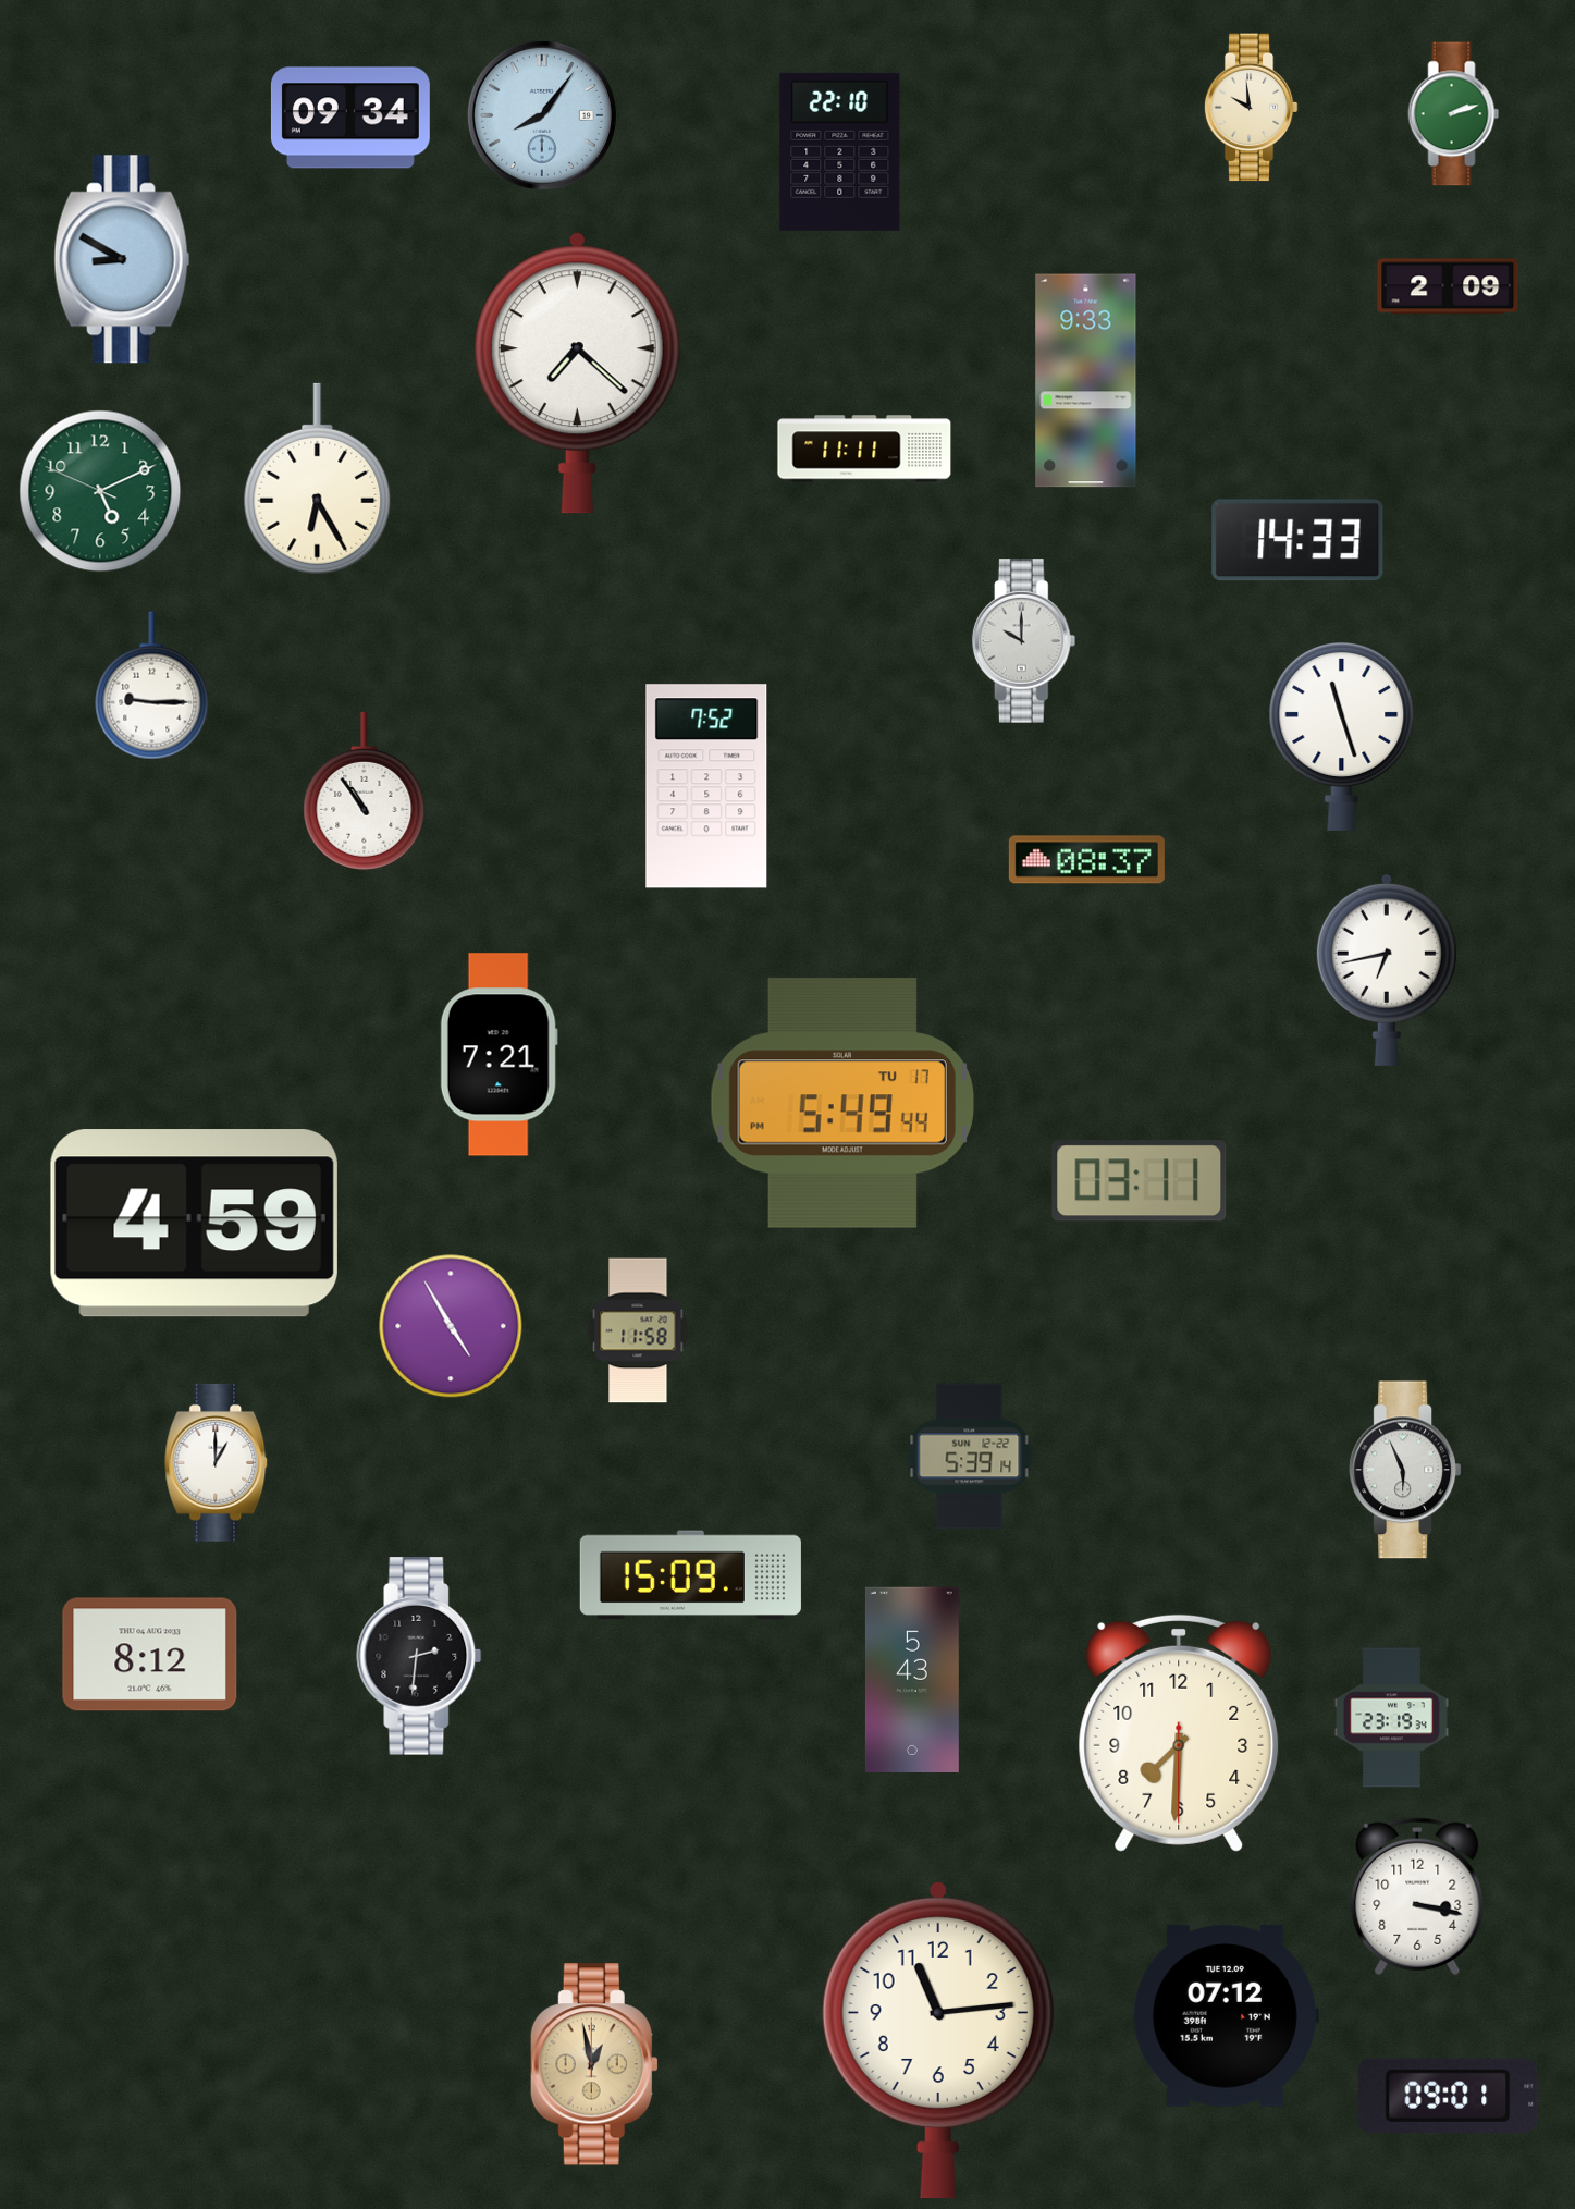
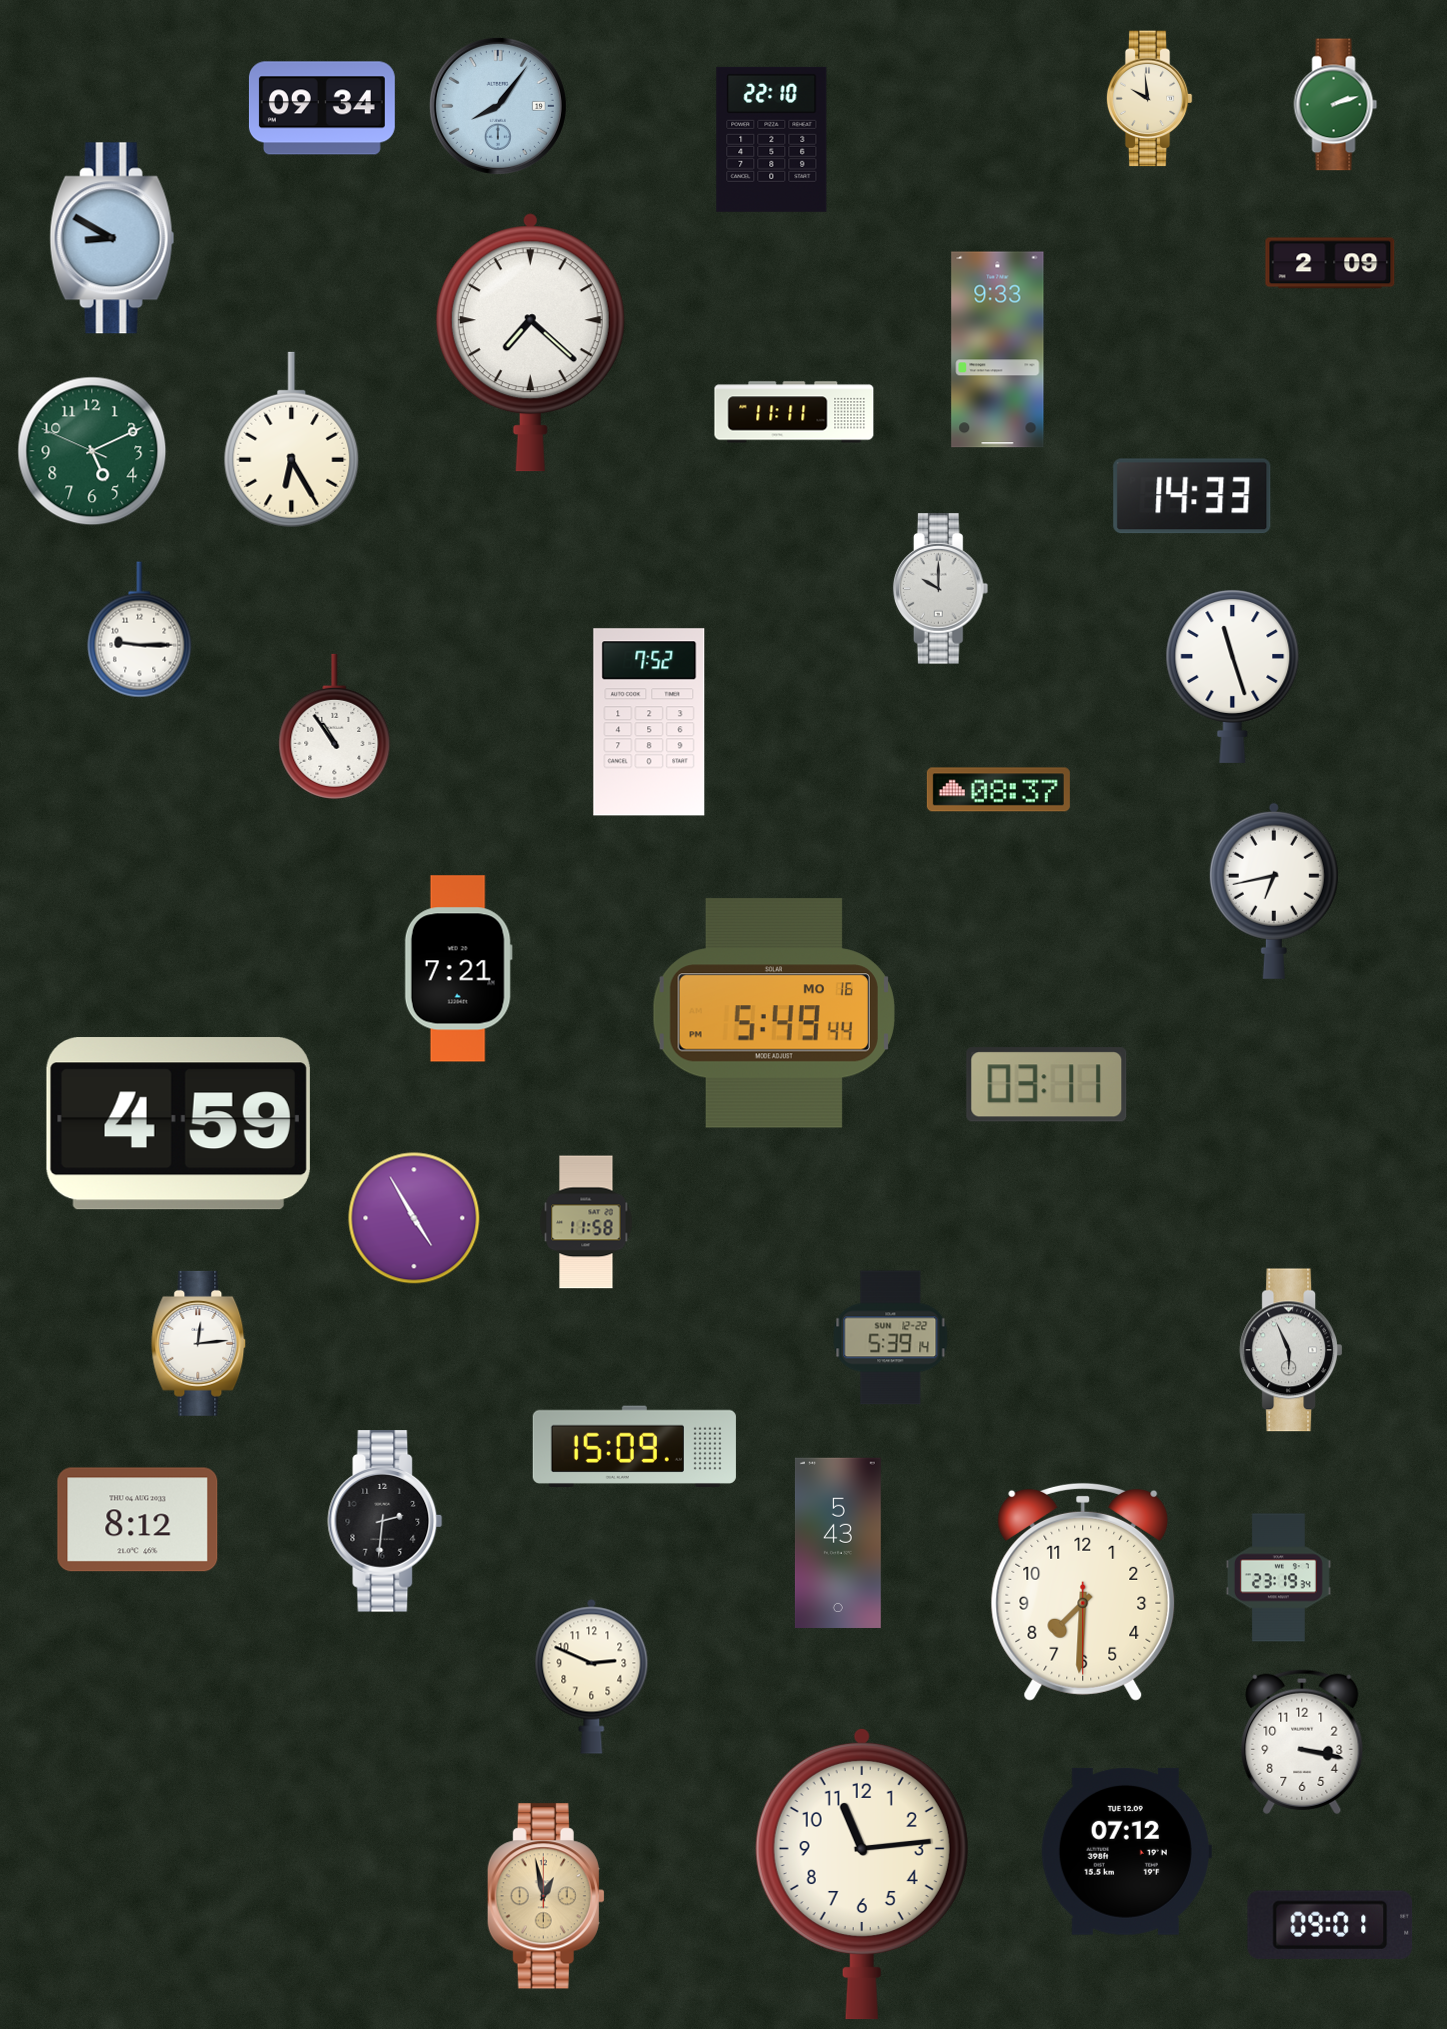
clock at (842, 1103) date: TU 17 -> MO 16
clock at (217, 1462): 1:00 -> 12:14
clock at (592, 1676): none -> 2:49
